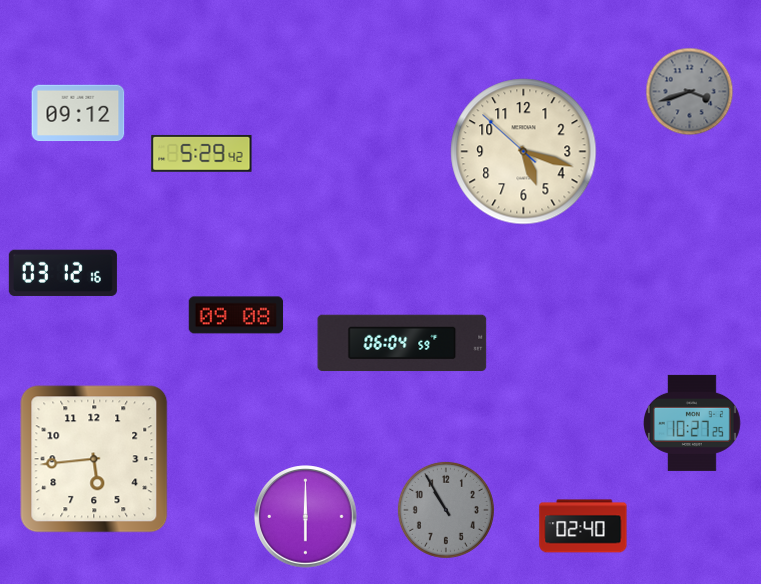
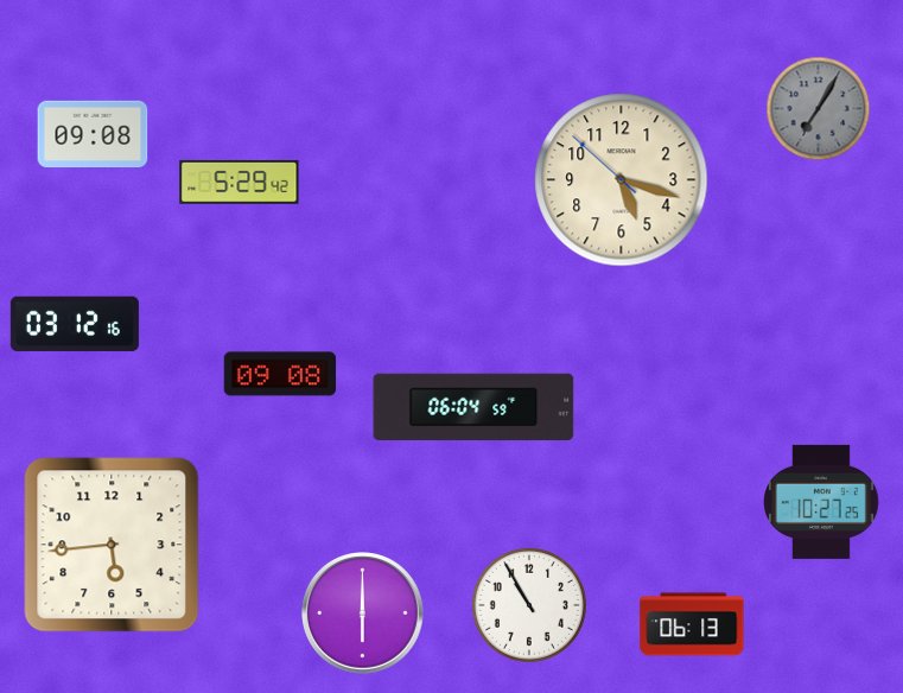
clock at (690, 92): 3:42 -> 7:05
clock at (78, 113): 09:12 -> 09:08
clock at (402, 343) position: (402, 343) -> (473, 407)
clock at (446, 510) dial: grey -> white
clock at (583, 526): 02:40 -> 06:13
